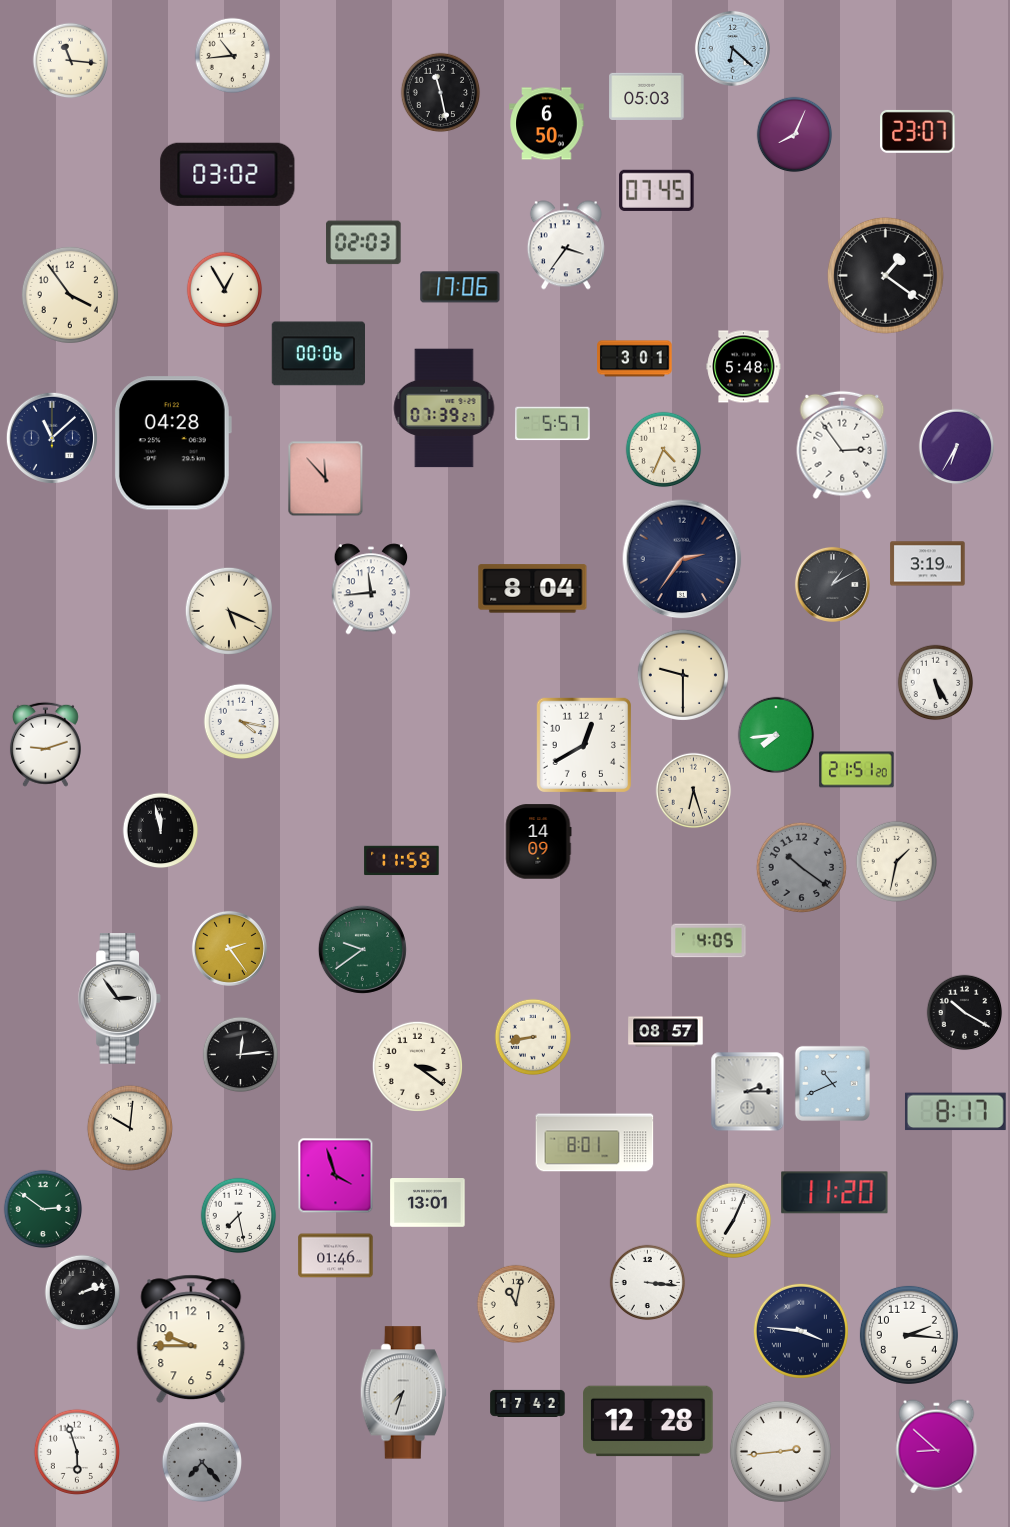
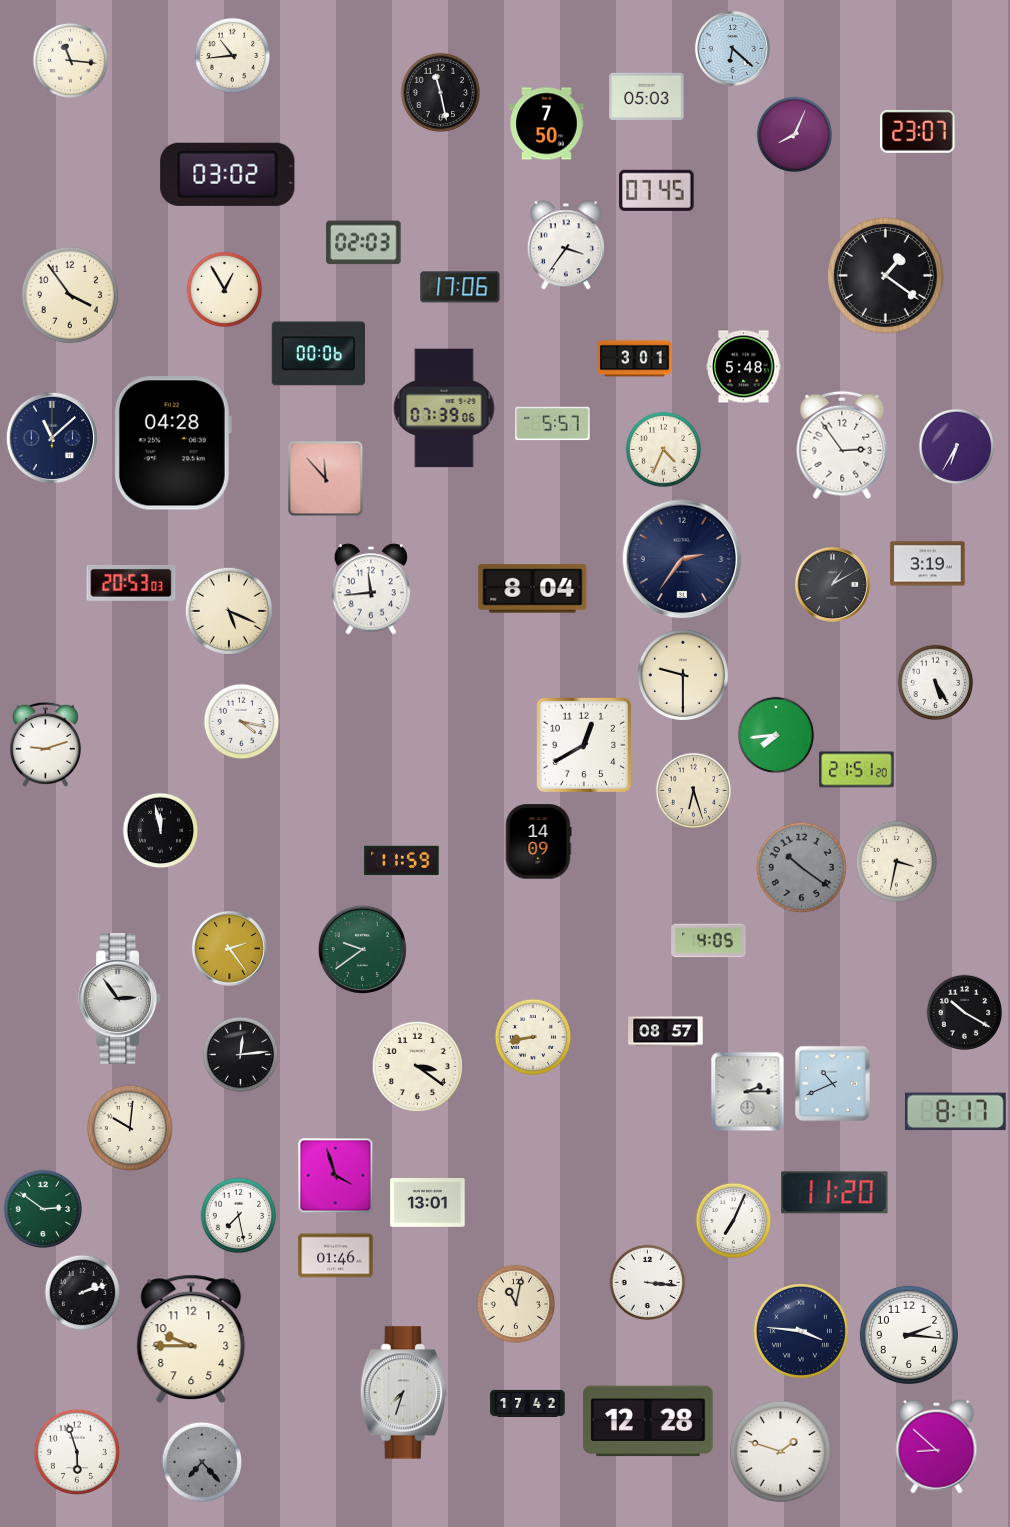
clock at (547, 124): 6:50 -> 7:50
clock at (444, 408): 07:39:27 -> 07:39:06
clock at (131, 583): none -> 20:53
clock at (896, 861): 1:32 -> 3:32
clock at (595, 1143): 8:01 -> none
clock at (780, 1451): 2:44 -> 1:48
